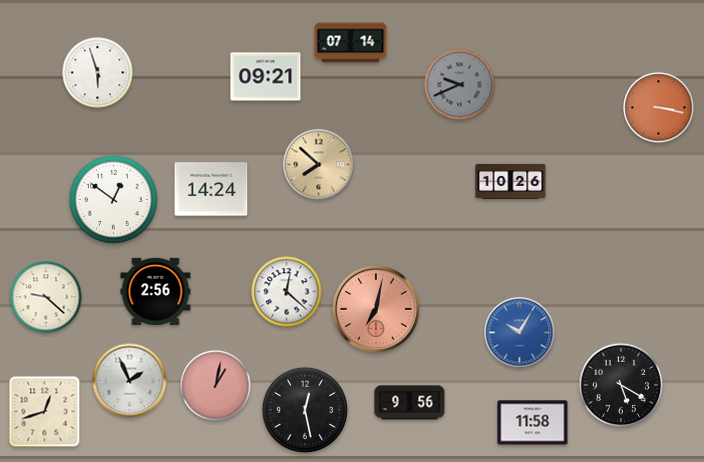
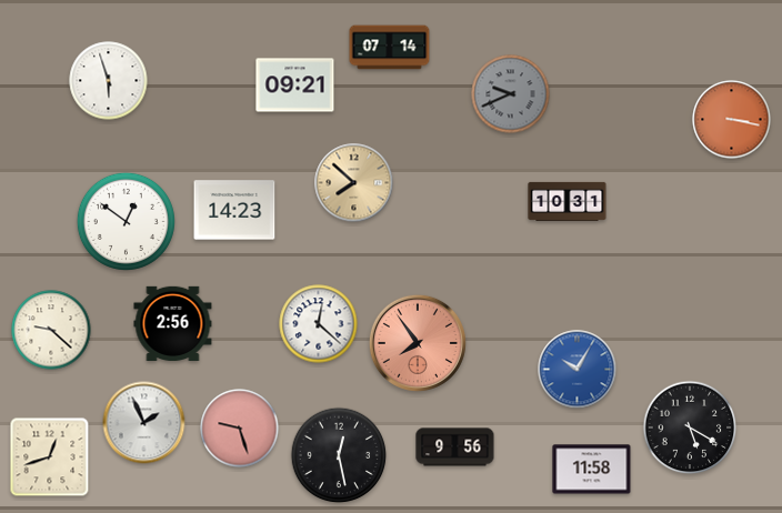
clock at (511, 181): 10:26 -> 10:31
clock at (211, 189): 14:24 -> 14:23
clock at (376, 309): 7:02 -> 7:54
clock at (216, 386): 1:02 -> 9:27
